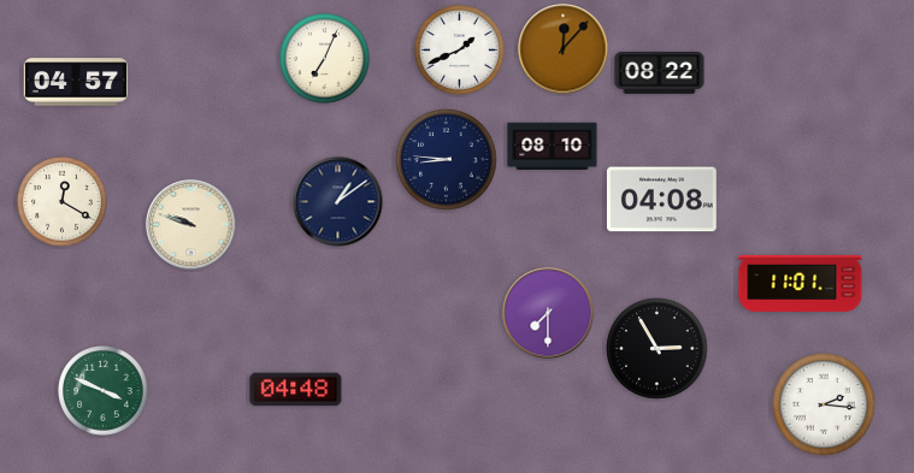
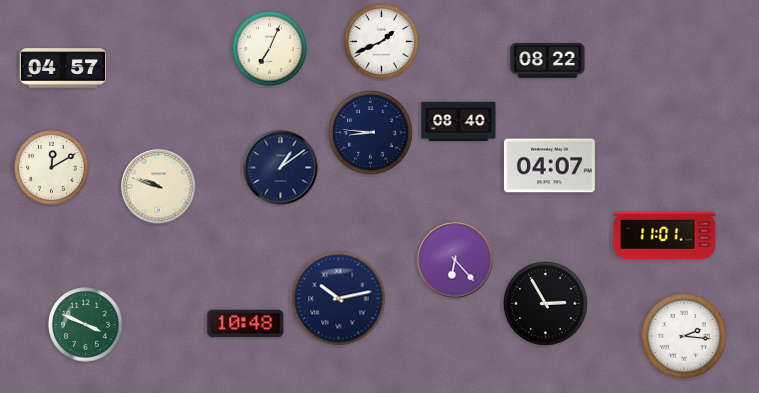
clock at (564, 49): 12:07 -> none
clock at (553, 147): 08:10 -> 08:40
clock at (661, 200): 04:08 -> 04:07
clock at (63, 202): 12:20 -> 12:10
clock at (548, 313): 7:30 -> 6:23
clock at (658, 349) position: (658, 349) -> (546, 304)
clock at (339, 299): none -> 10:13
clock at (296, 390): 04:48 -> 10:48
